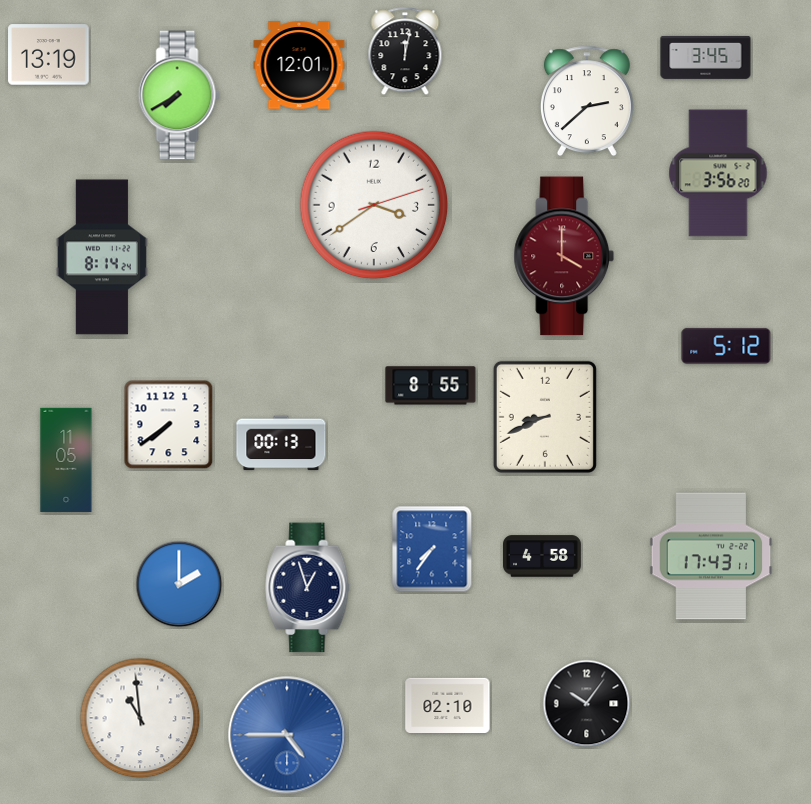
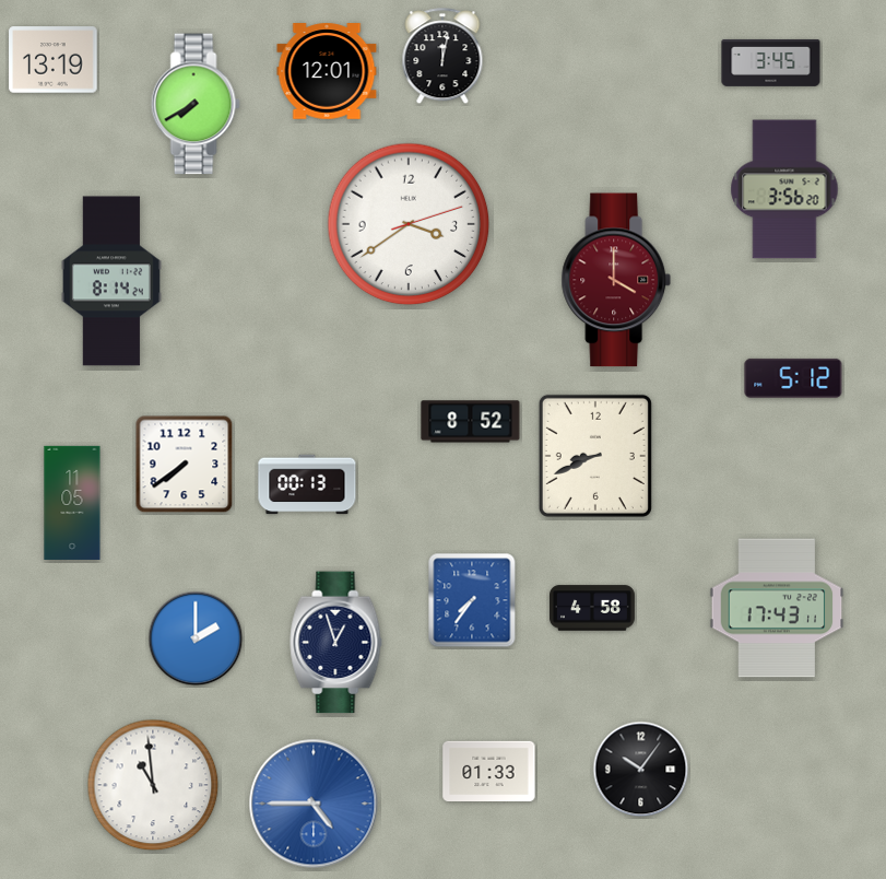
clock at (587, 101): 2:38 -> none
clock at (431, 386): 8:55 -> 8:52
clock at (448, 706): 02:10 -> 01:33
